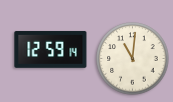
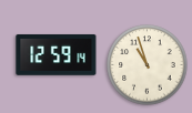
clock at (133, 59): 11:01 -> 10:57
